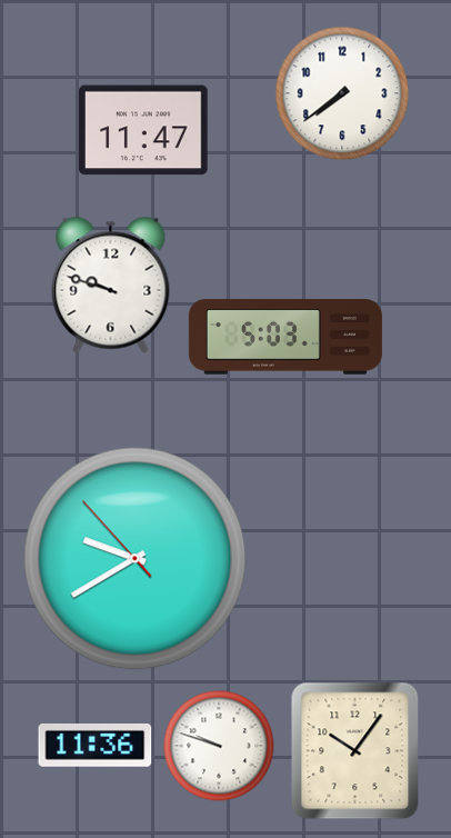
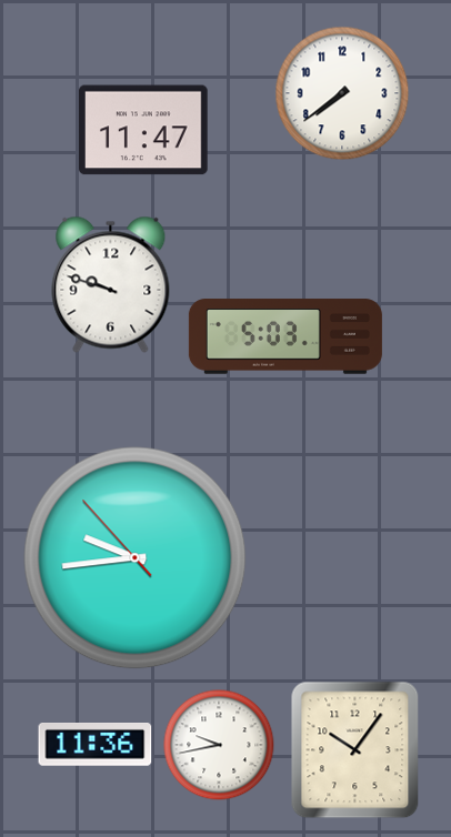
clock at (136, 559): 9:39 -> 9:43
clock at (219, 746): 9:48 -> 9:43
